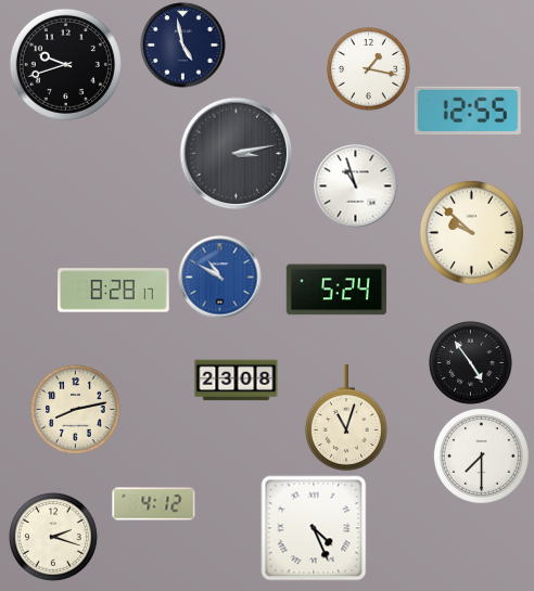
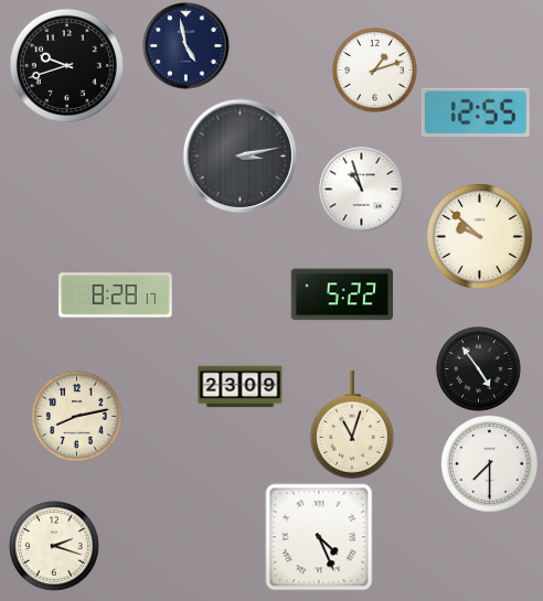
clock at (369, 69): 1:17 -> 1:12
clock at (220, 278): 10:50 -> none
clock at (336, 290): 5:24 -> 5:22
clock at (237, 381): 23:08 -> 23:09
clock at (154, 504): 4:12 -> none
